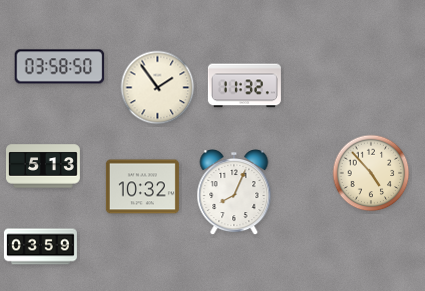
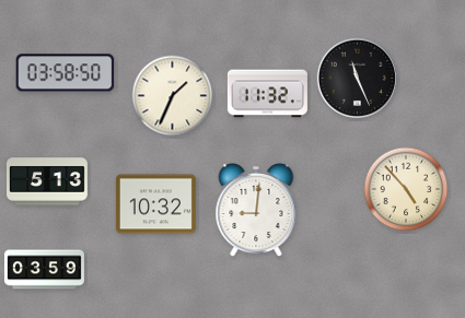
clock at (357, 78): none -> 11:26
clock at (158, 88): 1:54 -> 1:34
clock at (234, 193): 8:04 -> 9:01
